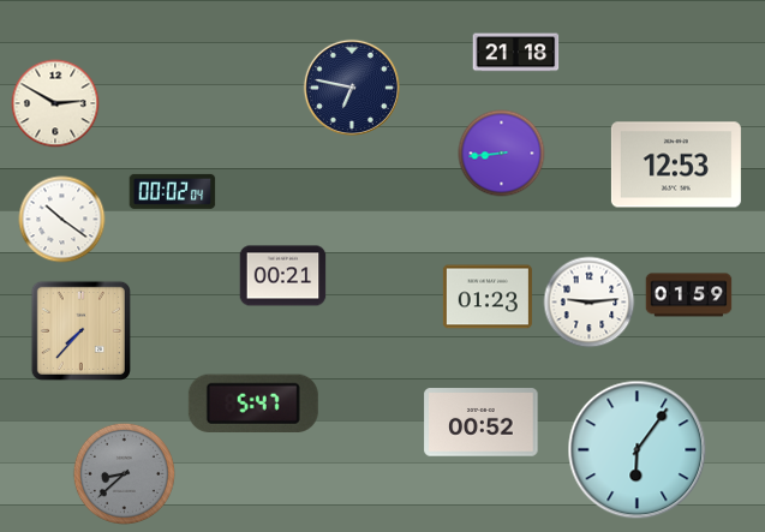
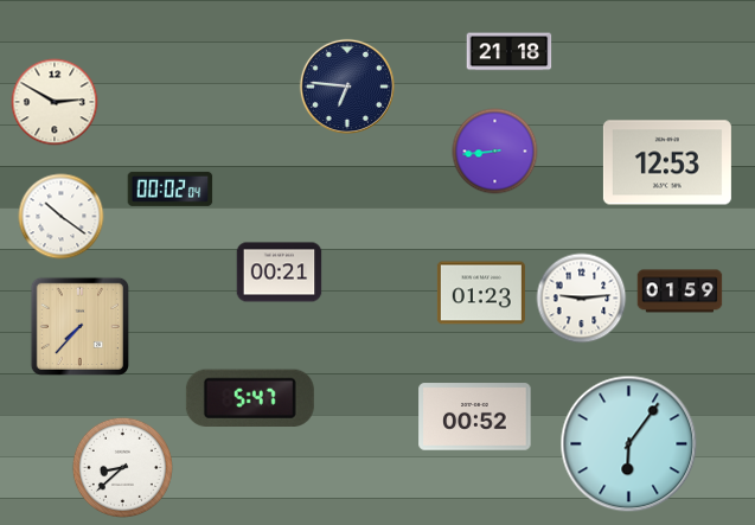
clock at (352, 88): 6:47 -> 6:46
clock at (124, 473) dial: grey -> white
